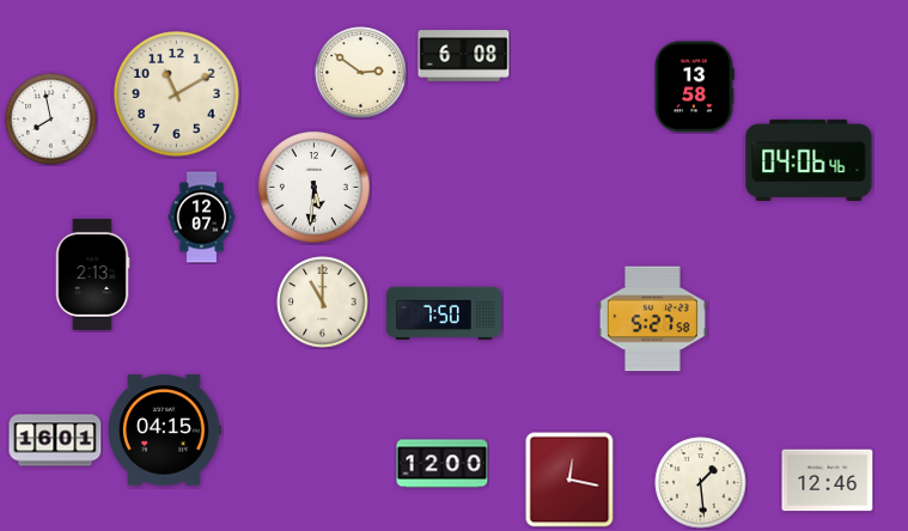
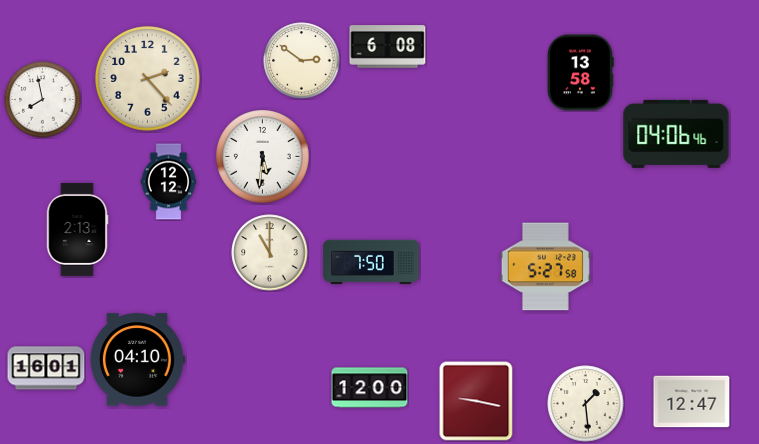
clock at (177, 94): 11:10 -> 2:23
clock at (202, 218): 12:07 -> 12:12
clock at (165, 431): 04:15 -> 04:10
clock at (569, 480): 12:17 -> 9:17
clock at (828, 481): 12:46 -> 12:47
